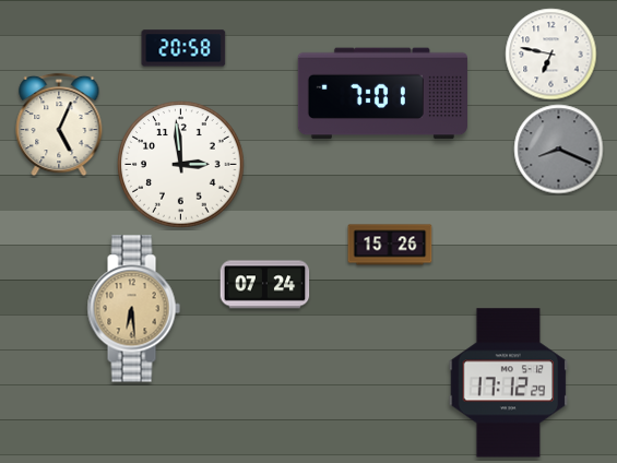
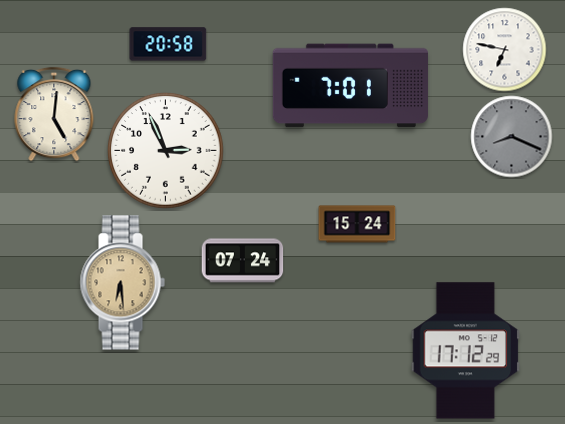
clock at (59, 124): 5:04 -> 5:01
clock at (181, 165): 2:59 -> 2:56
clock at (390, 245): 15:26 -> 15:24
